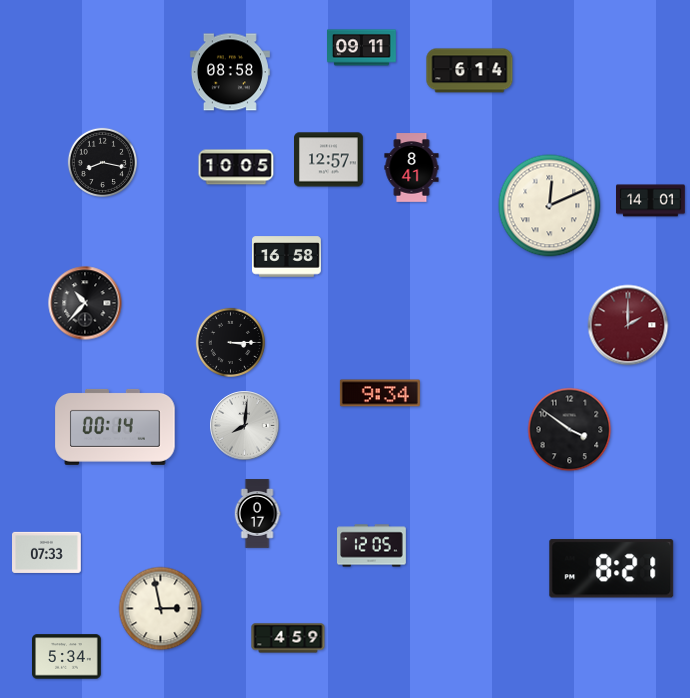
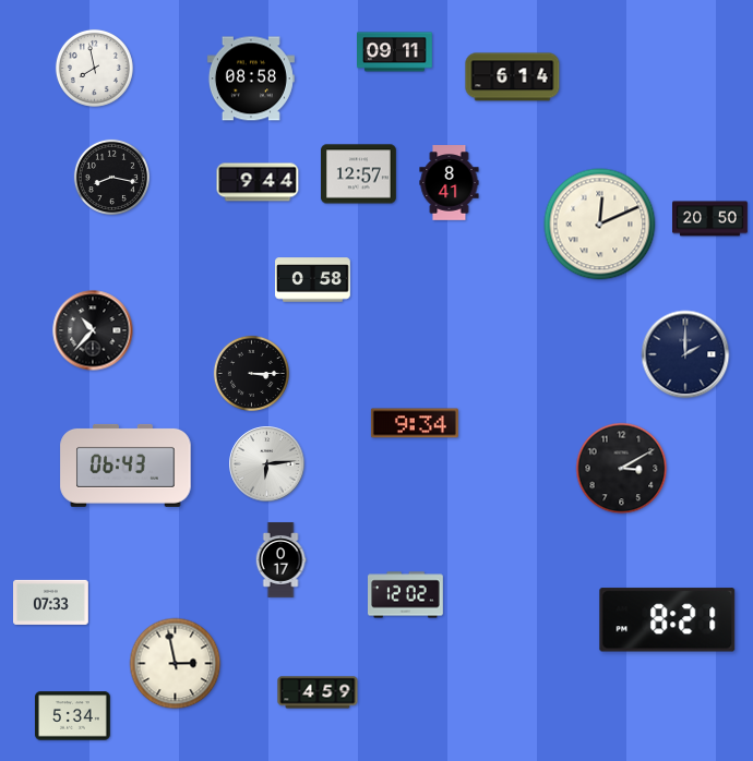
clock at (94, 68): none -> 7:58
clock at (236, 167): 10:05 -> 9:44
clock at (651, 201): 14:01 -> 20:50
clock at (287, 257): 16:58 -> 0:58
clock at (628, 325) dial: burgundy -> navy
clock at (380, 393) position: (380, 393) -> (415, 423)
clock at (245, 426): 8:01 -> 6:14
clock at (115, 427): 00:14 -> 06:43
clock at (570, 430): 3:51 -> 3:10
clock at (372, 546): 12:05 -> 12:02
clock at (288, 638) position: (288, 638) -> (318, 692)
